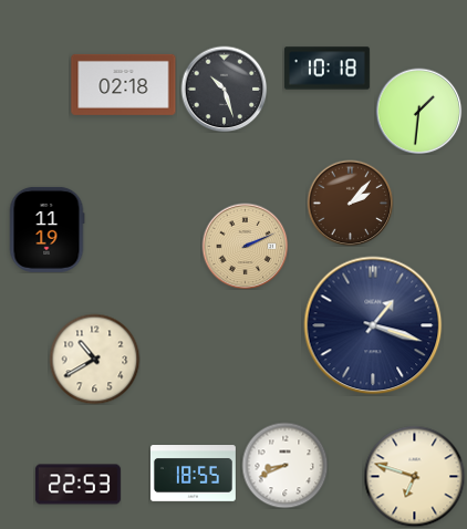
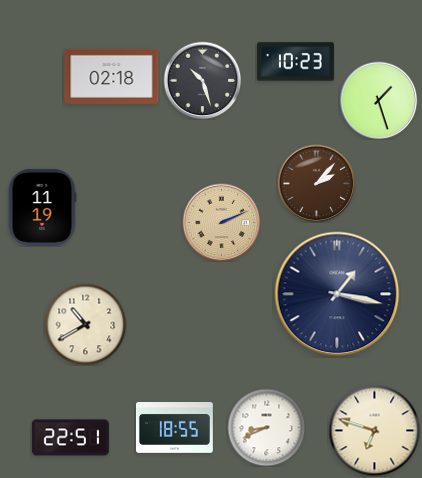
clock at (326, 69): 10:18 -> 10:23
clock at (418, 111): 1:31 -> 1:27
clock at (373, 325): 1:18 -> 1:17
clock at (284, 465) position: (284, 465) -> (266, 427)
clock at (77, 485): 22:53 -> 22:51
